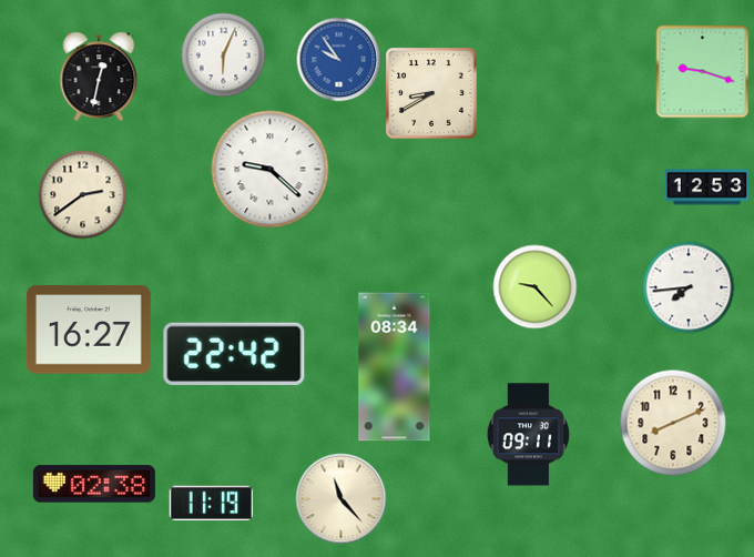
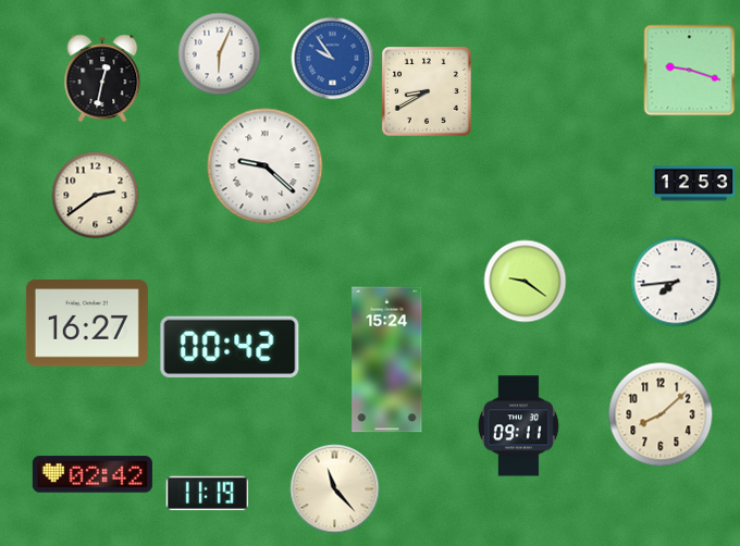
clock at (99, 77) position: (99, 77) -> (102, 78)
clock at (432, 94) position: (432, 94) -> (428, 92)
clock at (83, 195) position: (83, 195) -> (96, 196)
clock at (536, 287): 9:23 -> 9:21
clock at (234, 353): 22:42 -> 00:42
clock at (395, 367): 08:34 -> 15:24
clock at (673, 423): 8:11 -> 8:08
clock at (94, 484): 02:38 -> 02:42
